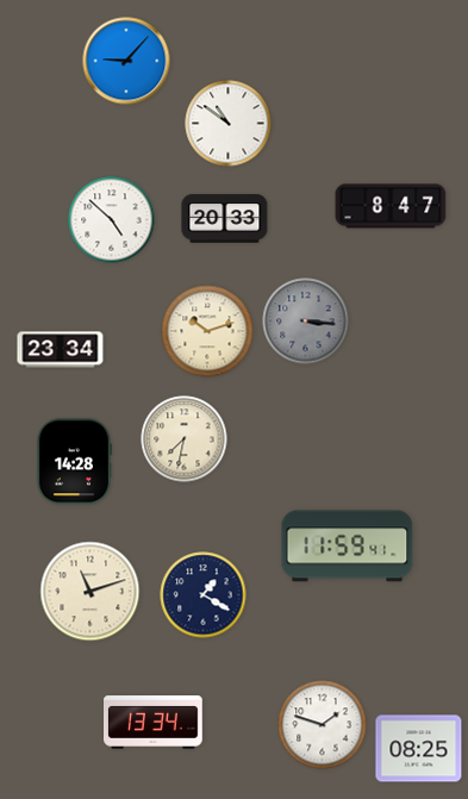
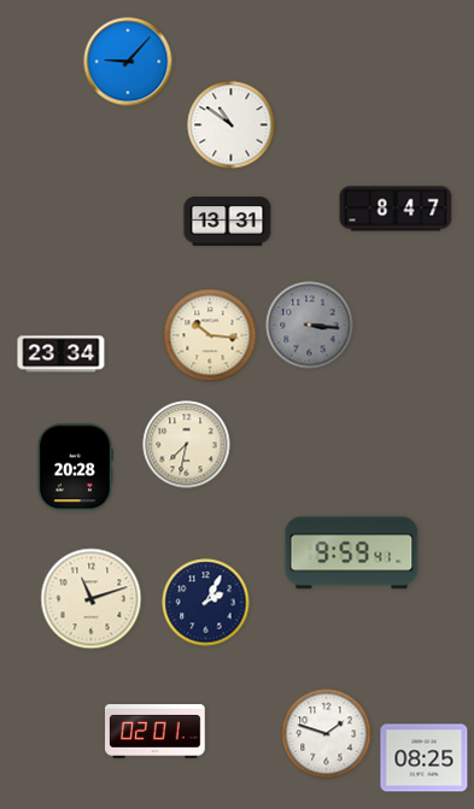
clock at (225, 219): 20:33 -> 13:31
clock at (112, 220): 4:52 -> none
clock at (207, 331): 10:12 -> 10:16
clock at (74, 462): 14:28 -> 20:28
clock at (348, 547): 11:59 -> 9:59
clock at (204, 595): 1:20 -> 2:05
clock at (154, 723): 13:34 -> 02:01
